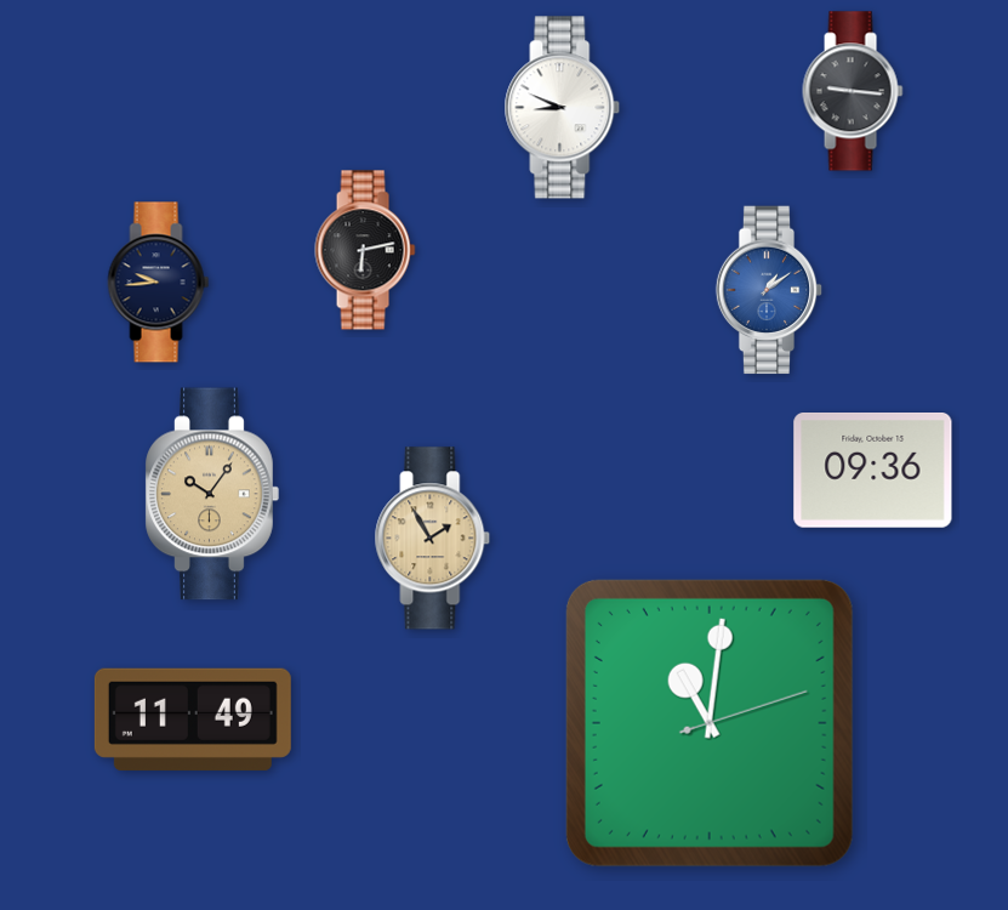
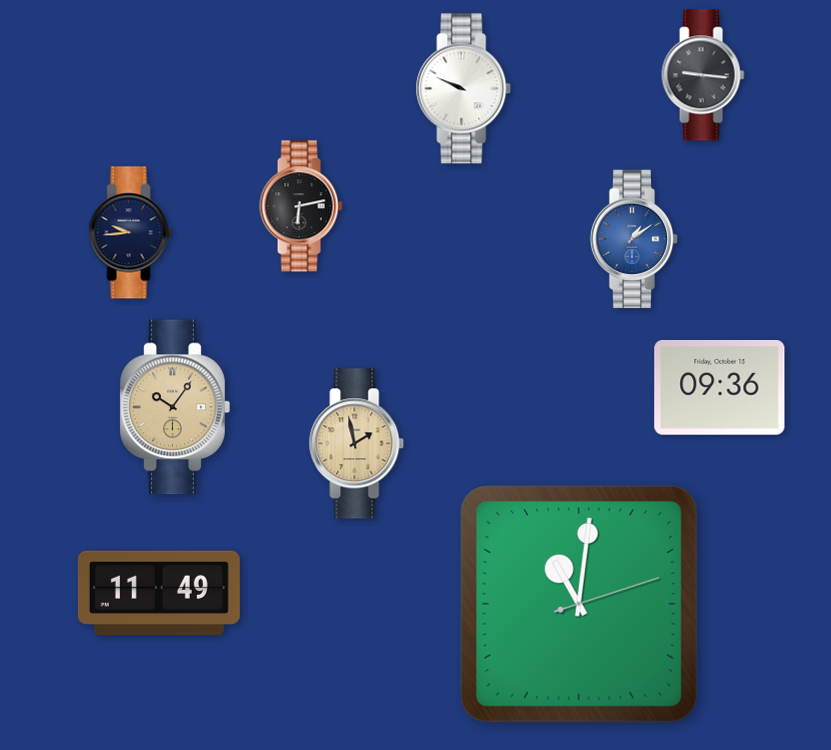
clock at (563, 108): 8:49 -> 9:49
clock at (433, 539): 1:55 -> 1:58
clock at (710, 723) position: (710, 723) -> (579, 604)
